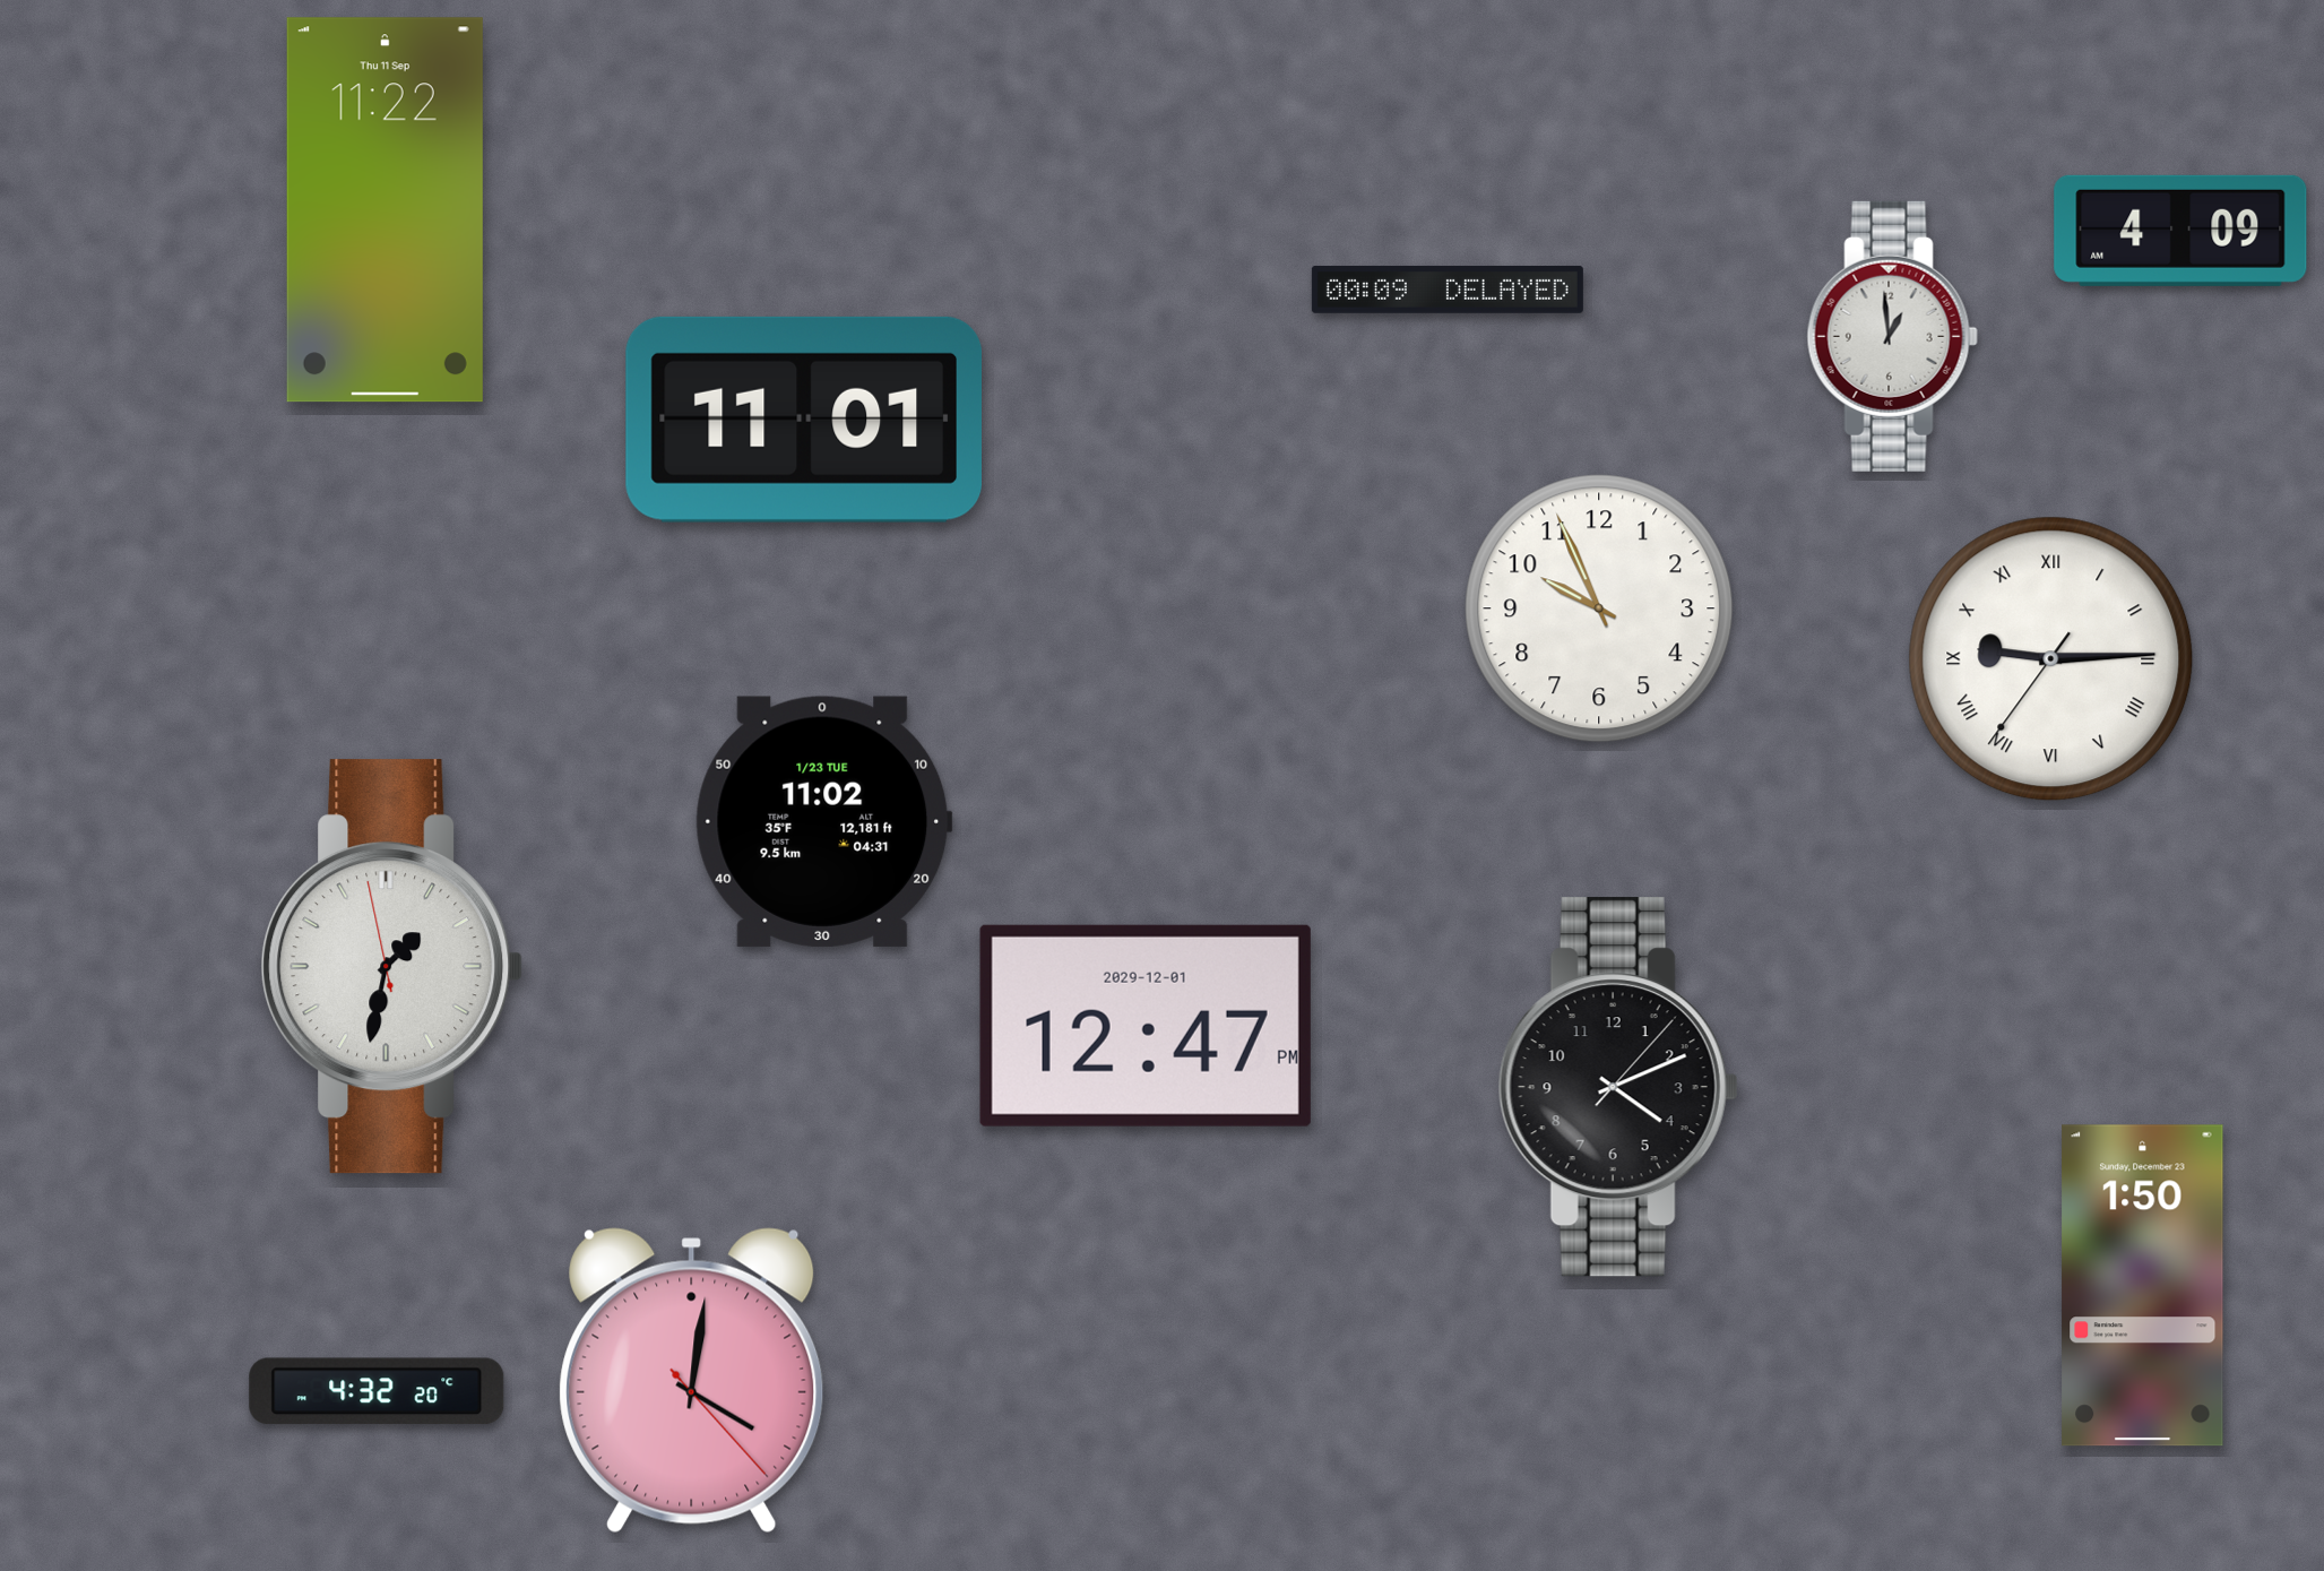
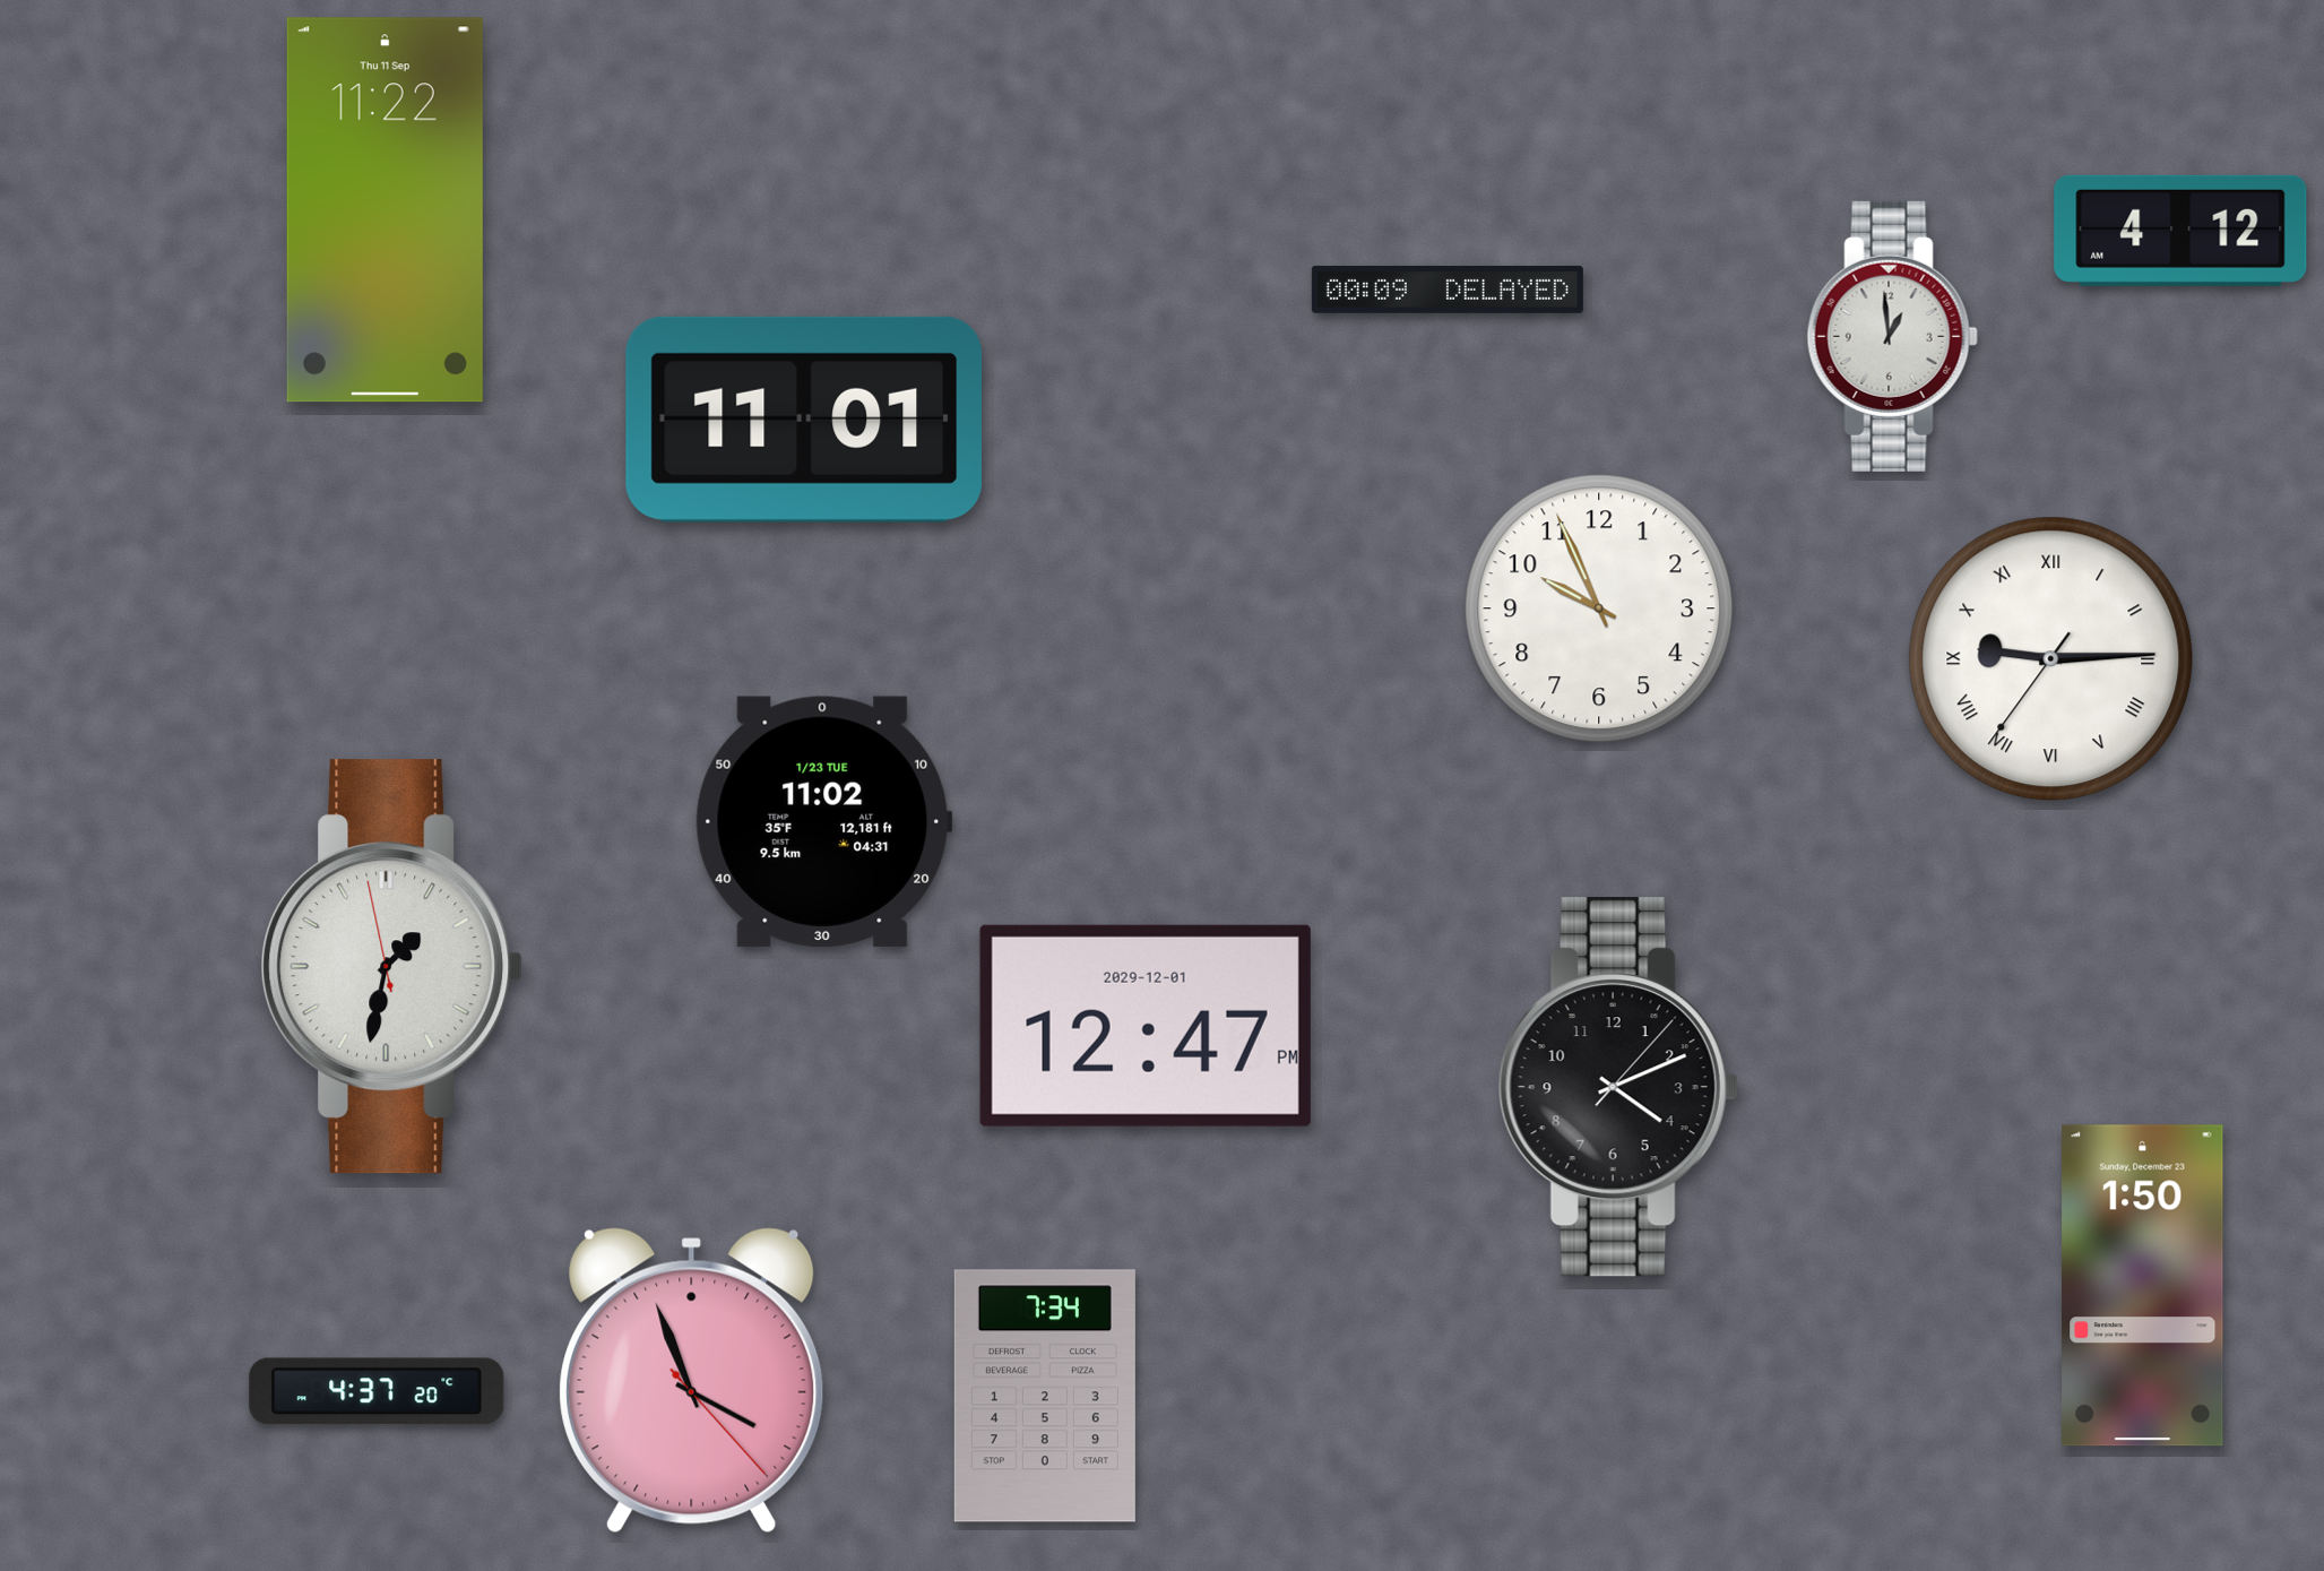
clock at (2180, 231): 4:09 -> 4:12
clock at (692, 1381): 4:01 -> 3:56
clock at (377, 1391): 4:32 -> 4:37
clock at (1045, 1396): none -> 7:34
